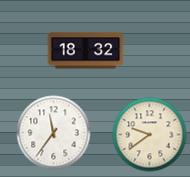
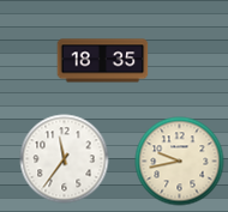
clock at (86, 51): 18:32 -> 18:35
clock at (150, 135): 9:39 -> 9:43
